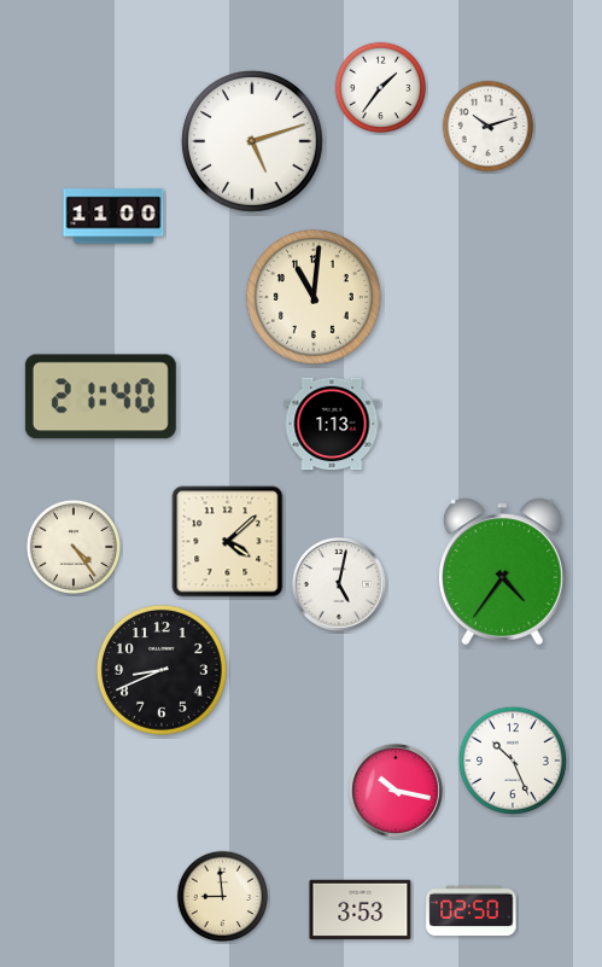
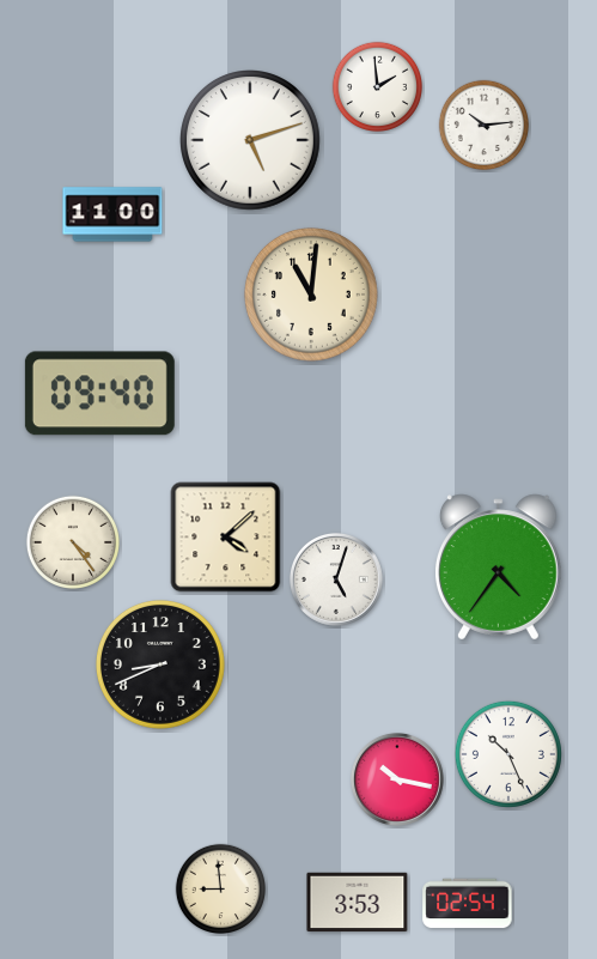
clock at (381, 88): 1:36 -> 1:59
clock at (489, 127): 10:12 -> 10:14
clock at (100, 397): 21:40 -> 09:40
clock at (332, 424): 1:13 -> none
clock at (339, 584): 5:02 -> 5:03
clock at (396, 791) position: (396, 791) -> (397, 779)
clock at (472, 911): 02:50 -> 02:54
